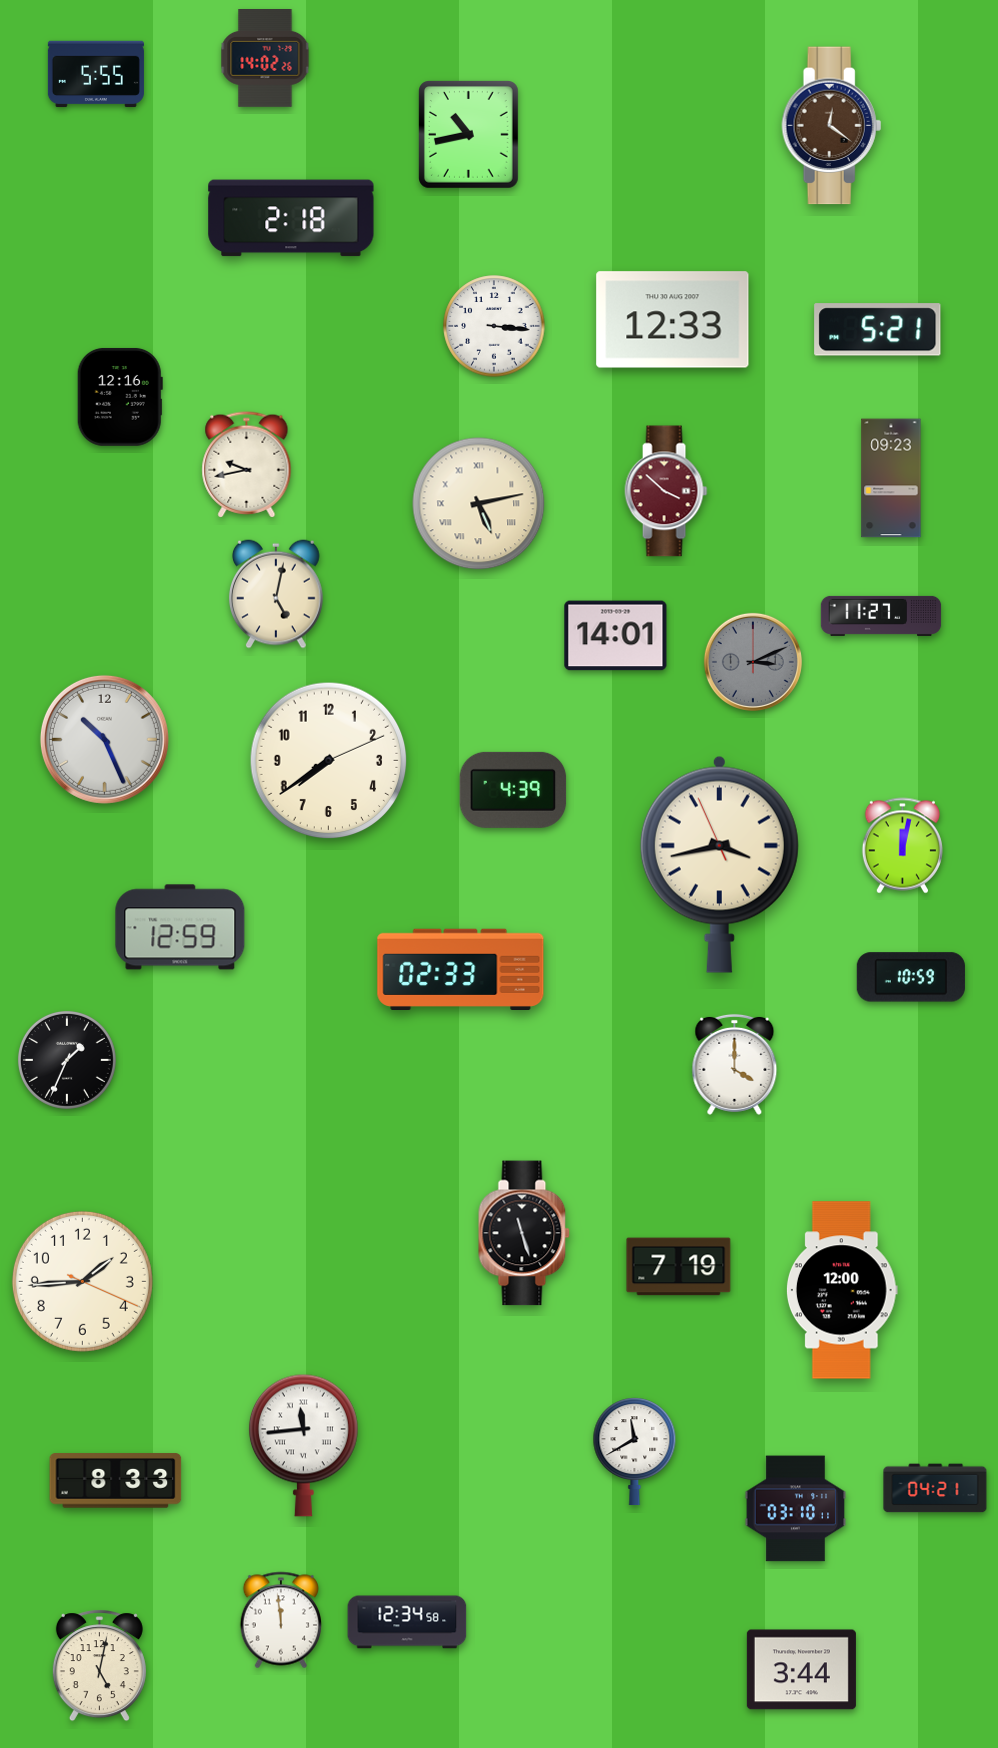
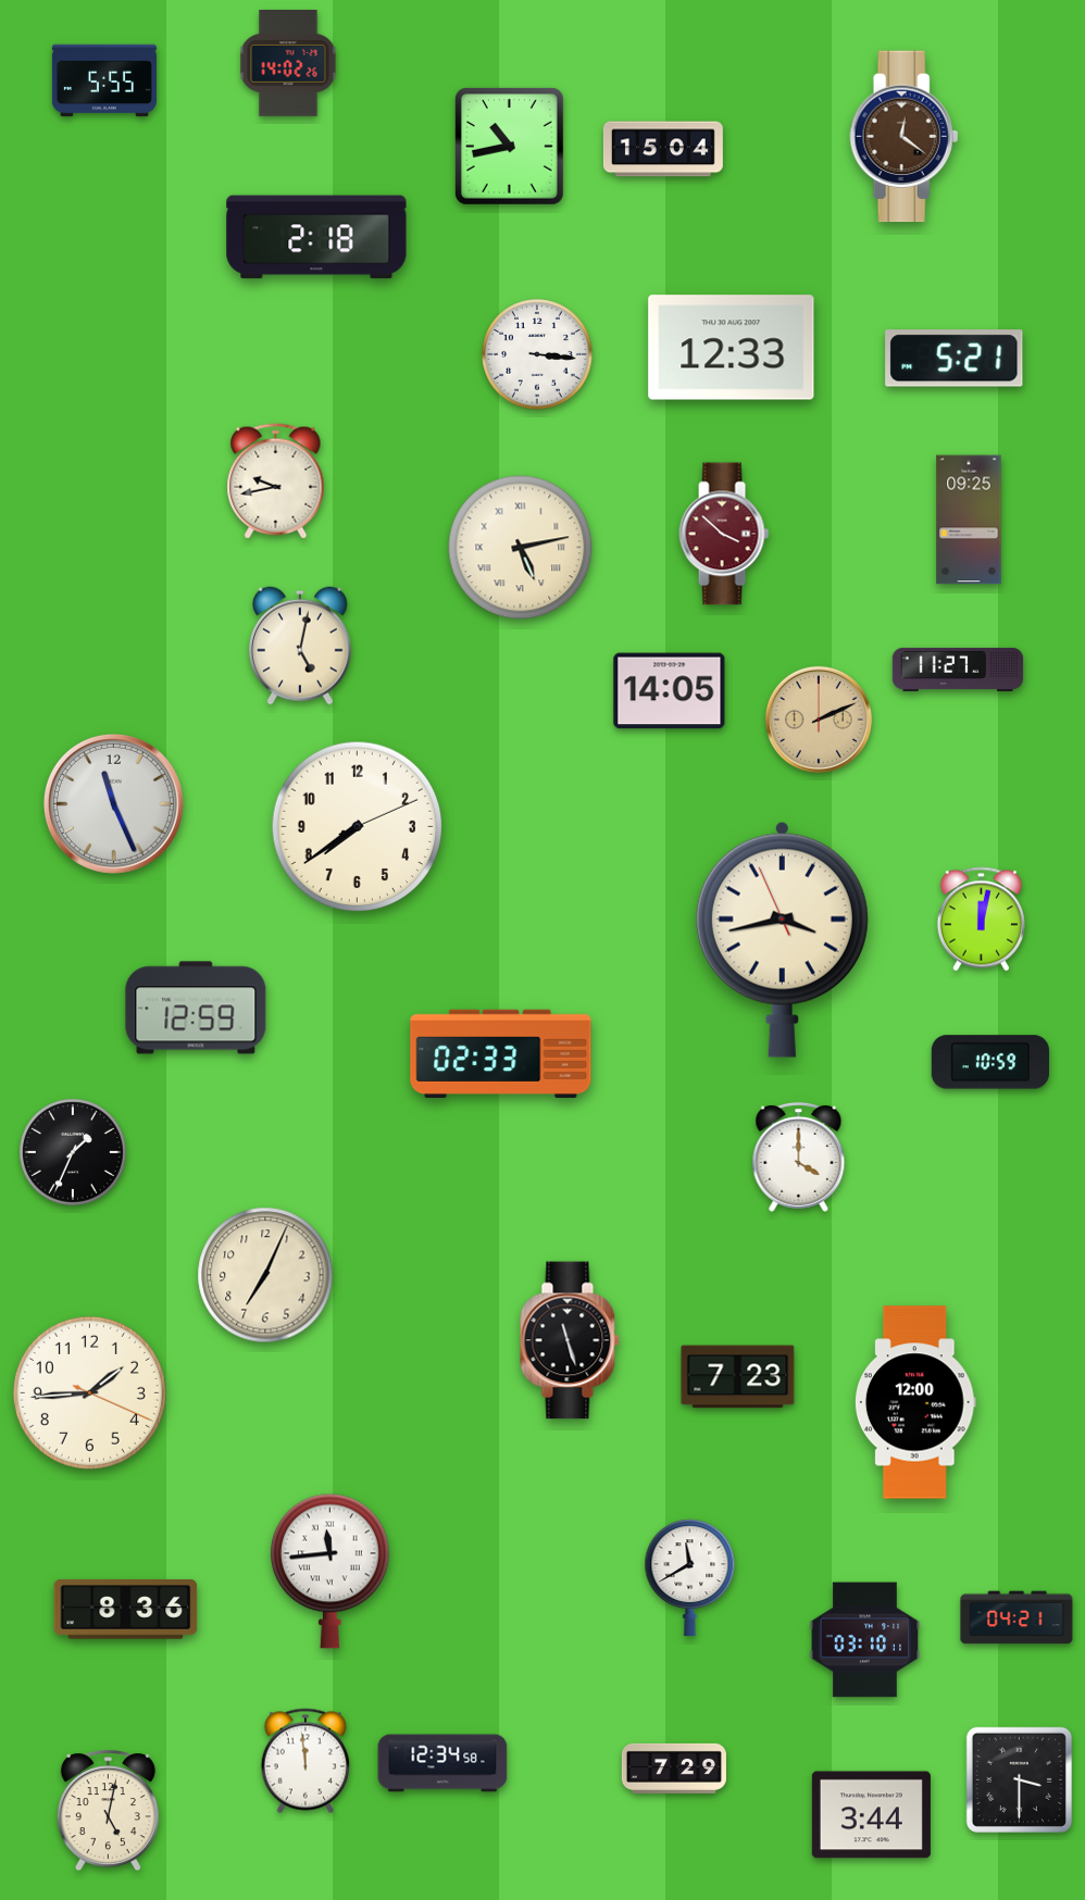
clock at (663, 149): none -> 15:04
clock at (120, 397): 12:16 -> none
clock at (247, 465) position: (247, 465) -> (276, 482)
clock at (891, 478): 09:23 -> 09:25
clock at (616, 636): 14:01 -> 14:05
clock at (753, 662): 3:11 -> 2:11
clock at (753, 662) dial: grey -> champagne
clock at (104, 739): 10:26 -> 11:26
clock at (513, 790): 4:39 -> none
clock at (265, 1275): none -> 7:04
clock at (679, 1267): 7:19 -> 7:23
clock at (116, 1481): 8:33 -> 8:36
clock at (674, 1768): none -> 7:29
clock at (1019, 1779): none -> 3:30
